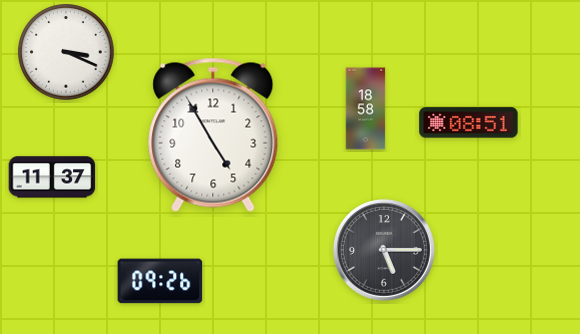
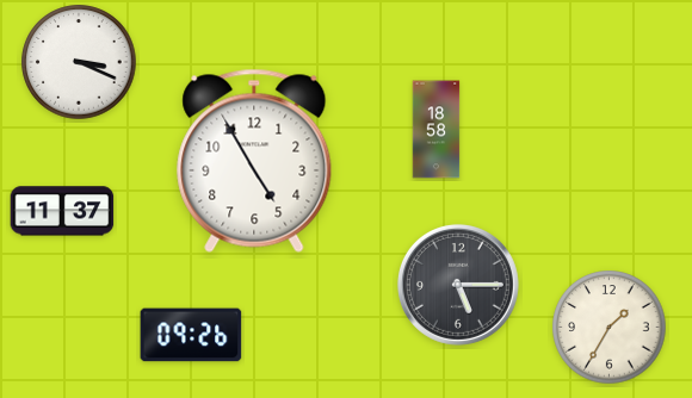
clock at (469, 123): 08:51 -> none
clock at (384, 250) position: (384, 250) -> (458, 285)
clock at (610, 328): none -> 1:35
